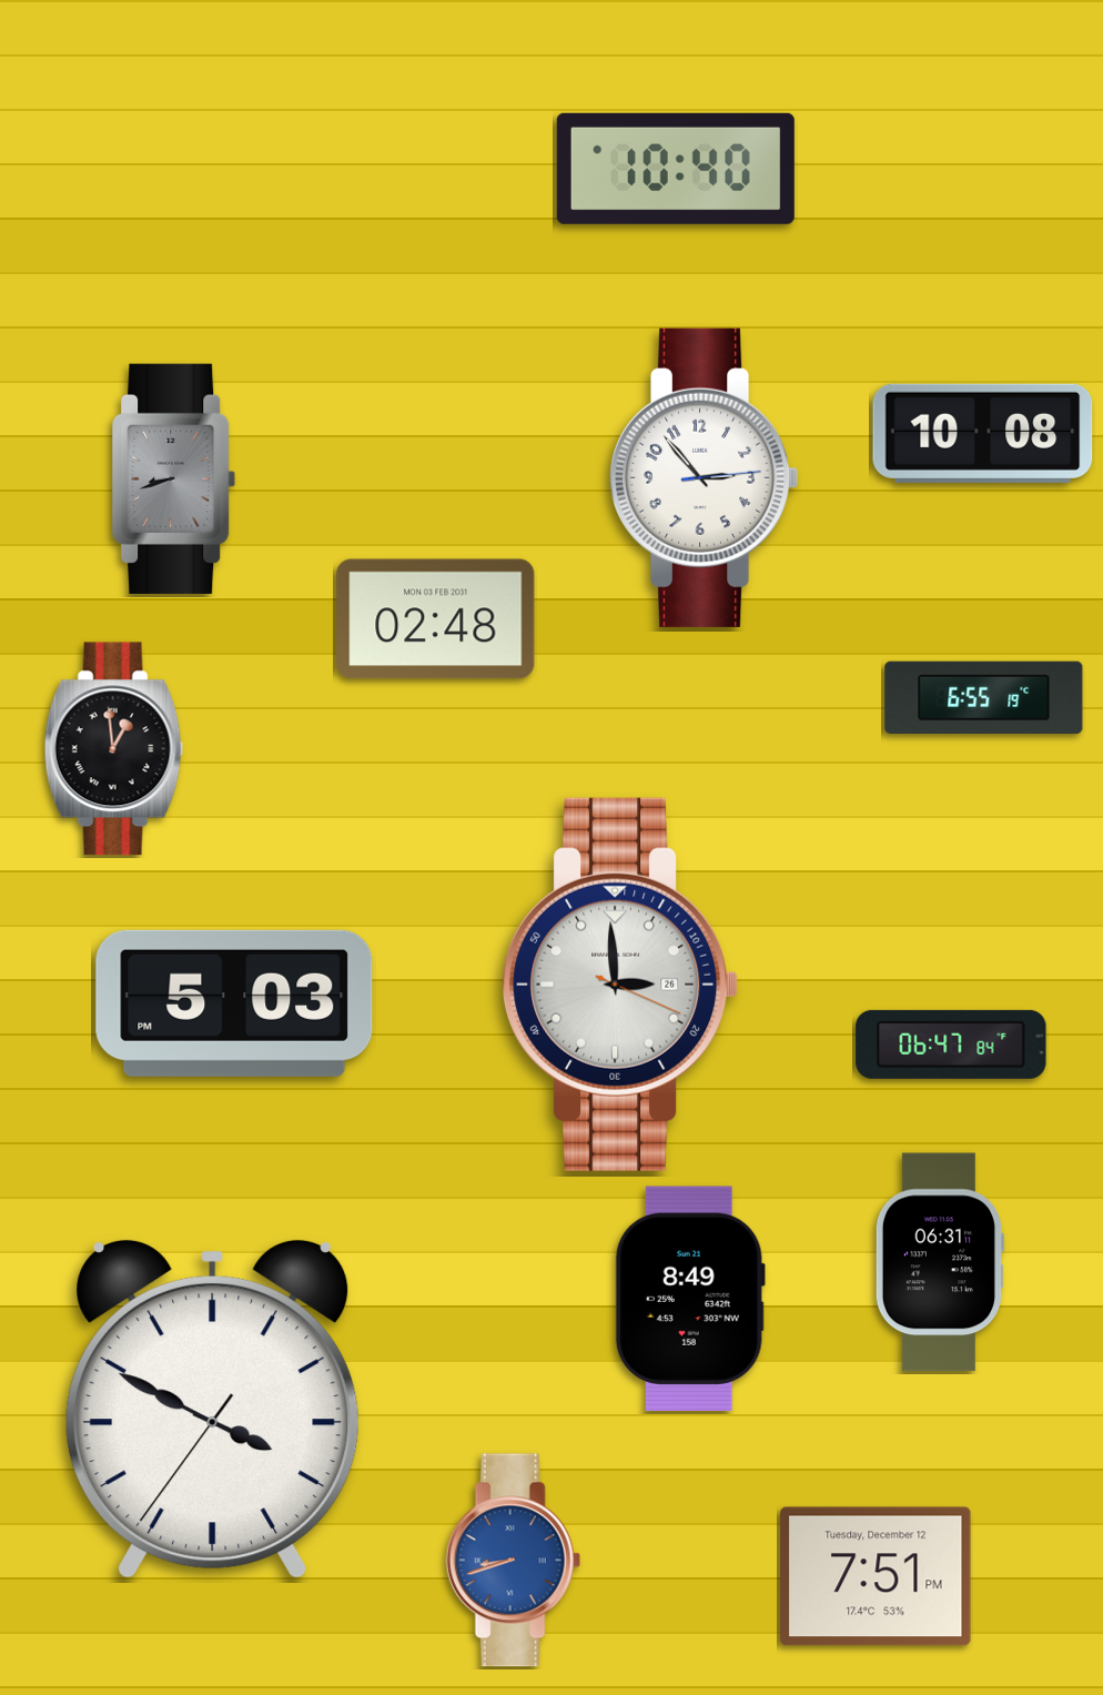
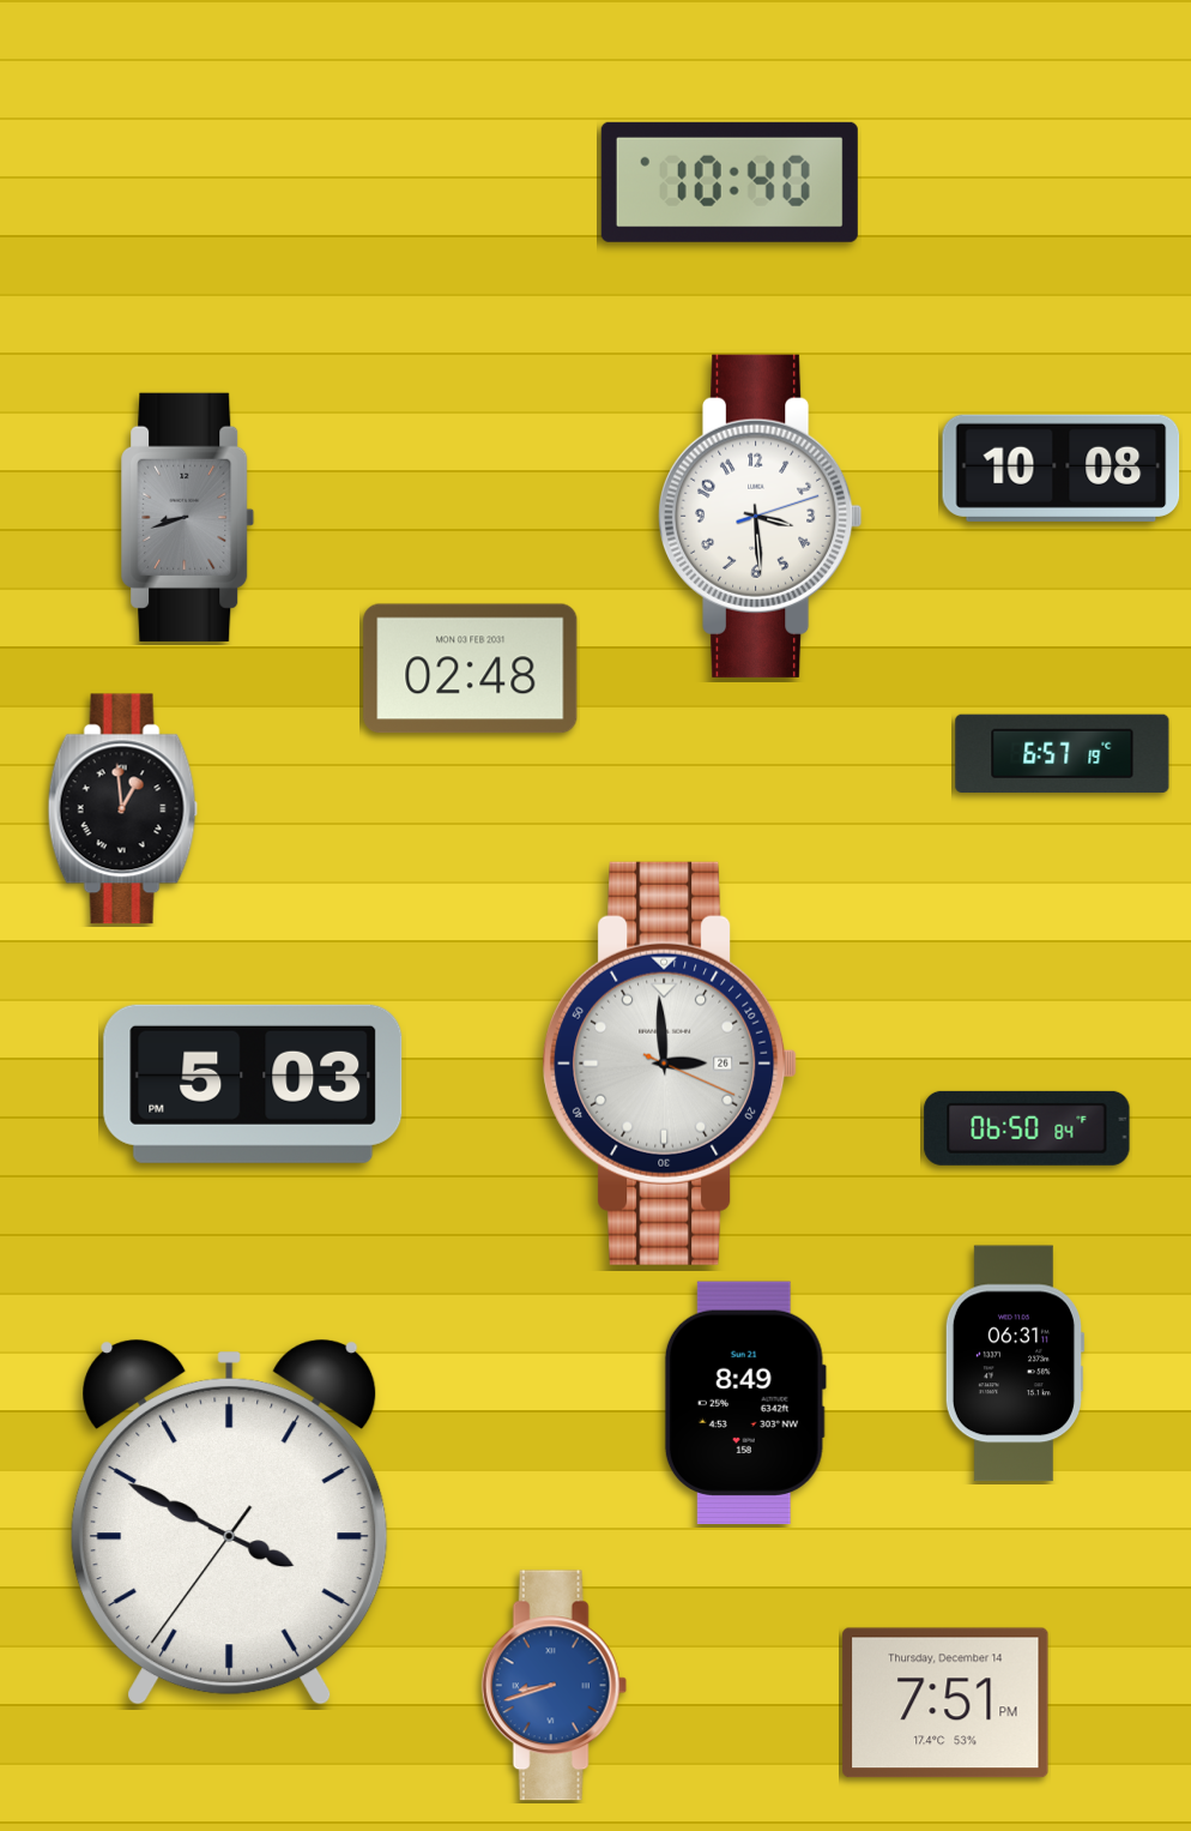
clock at (704, 477): 2:53 -> 3:29
clock at (984, 698): 6:55 -> 6:57
clock at (951, 1045): 06:47 -> 06:50
clock at (876, 1576) date: Tuesday, December 12 -> Thursday, December 14
